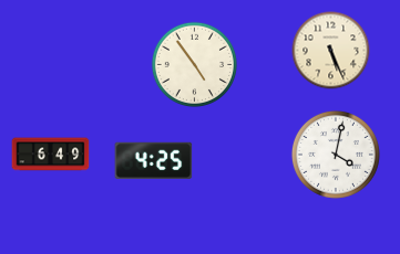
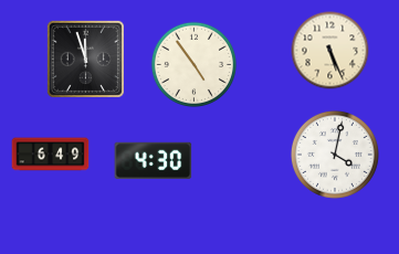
clock at (85, 59): none -> 11:57
clock at (154, 160): 4:25 -> 4:30
